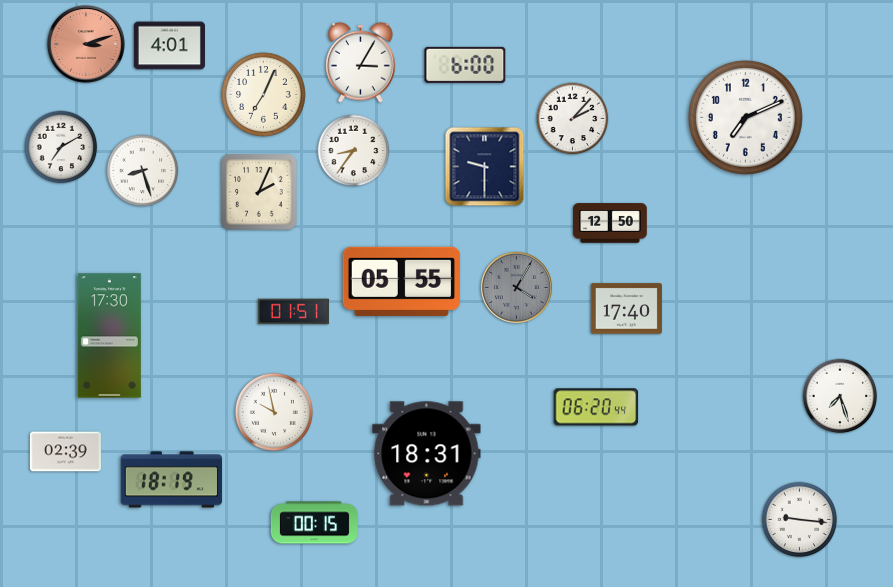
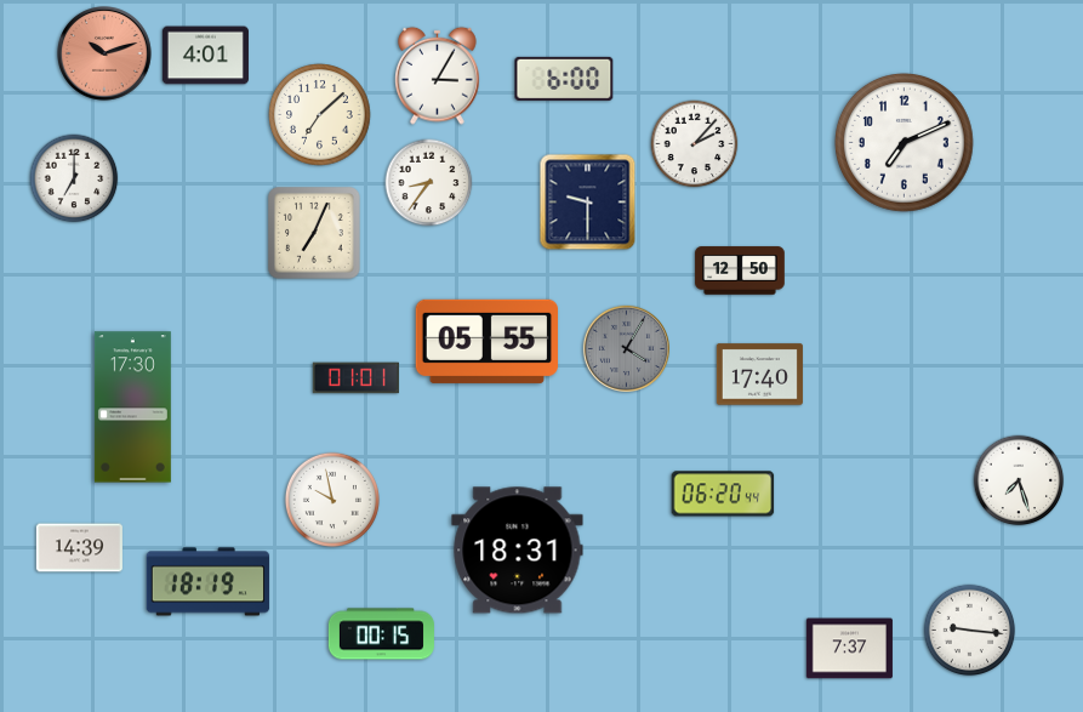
clock at (87, 45): 3:12 -> 10:12
clock at (264, 95): 7:04 -> 7:08
clock at (61, 147): 7:10 -> 7:00
clock at (143, 171): 8:27 -> none
clock at (259, 192): 2:04 -> 7:04
clock at (293, 312): 01:51 -> 01:01
clock at (65, 452): 02:39 -> 14:39
clock at (849, 649): none -> 7:37
